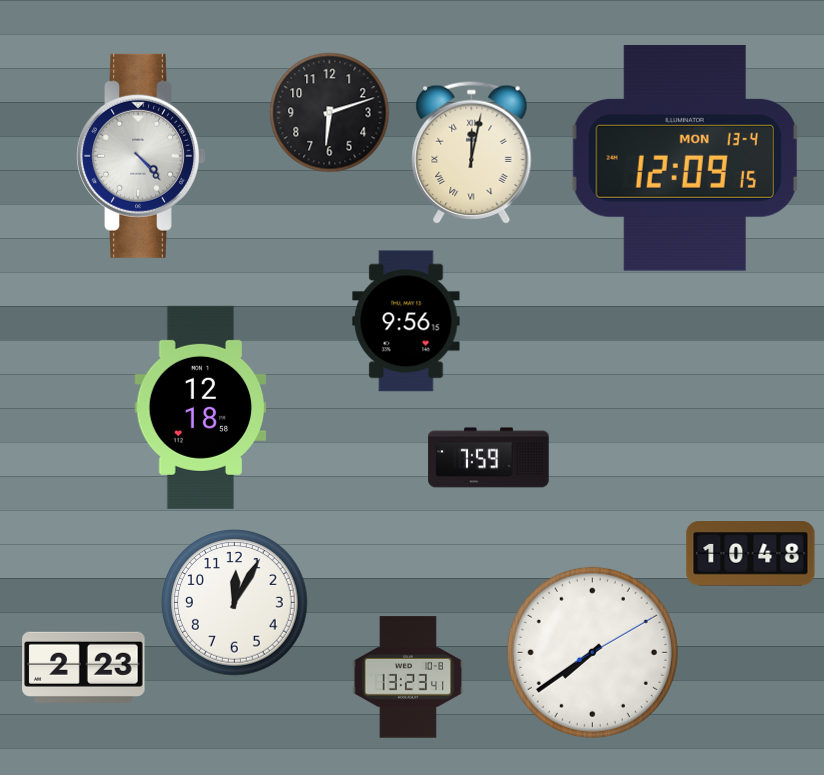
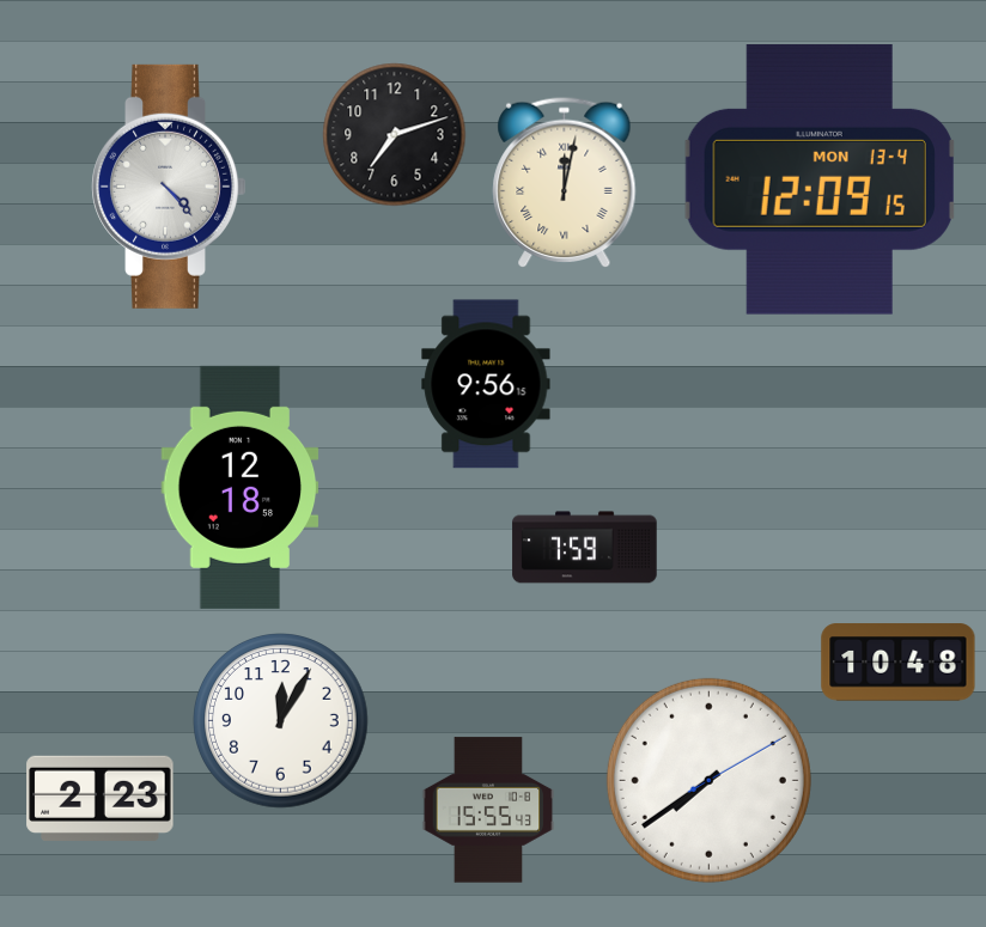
clock at (330, 113): 6:12 -> 7:12
clock at (685, 158) position: (685, 158) -> (820, 179)
clock at (408, 677): 13:23 -> 15:55
